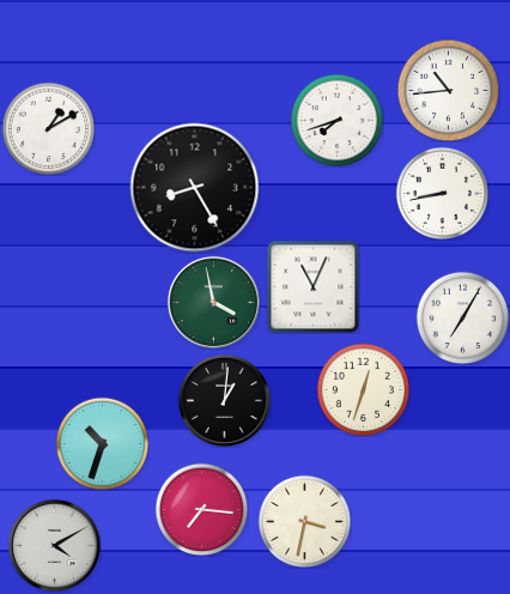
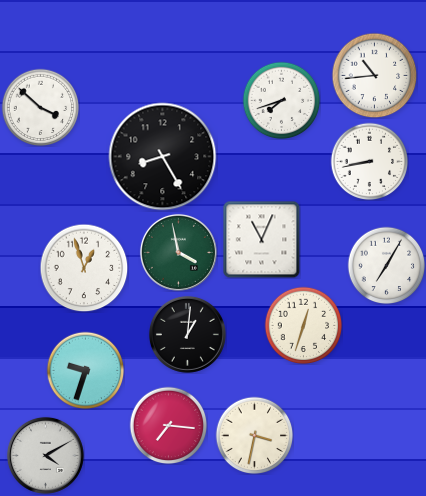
clock at (48, 128): 1:10 -> 3:52
clock at (84, 268): none -> 12:57
clock at (102, 443): 10:33 -> 9:33
